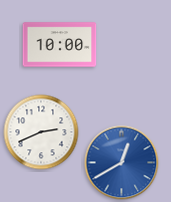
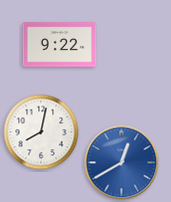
clock at (60, 45): 10:00 -> 9:22
clock at (41, 132): 2:41 -> 8:02
